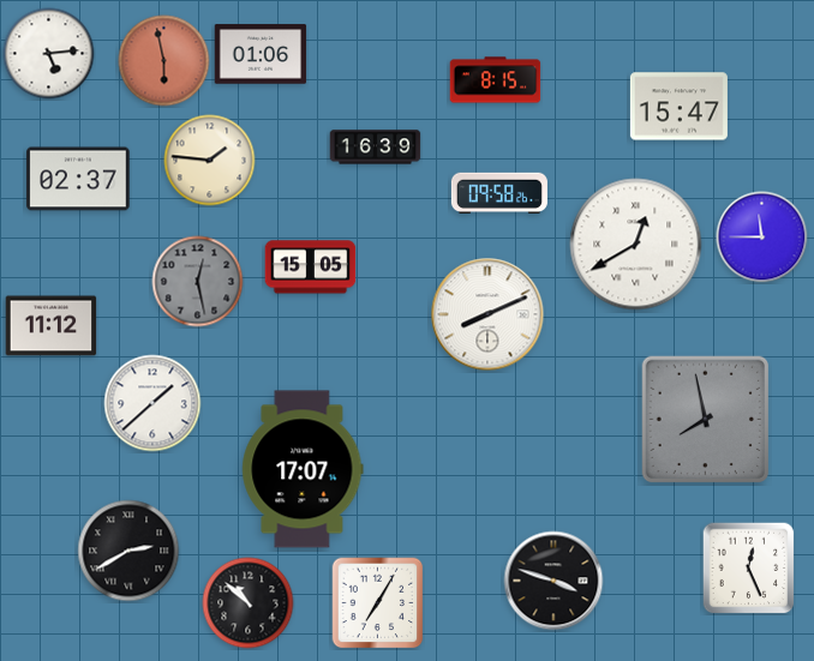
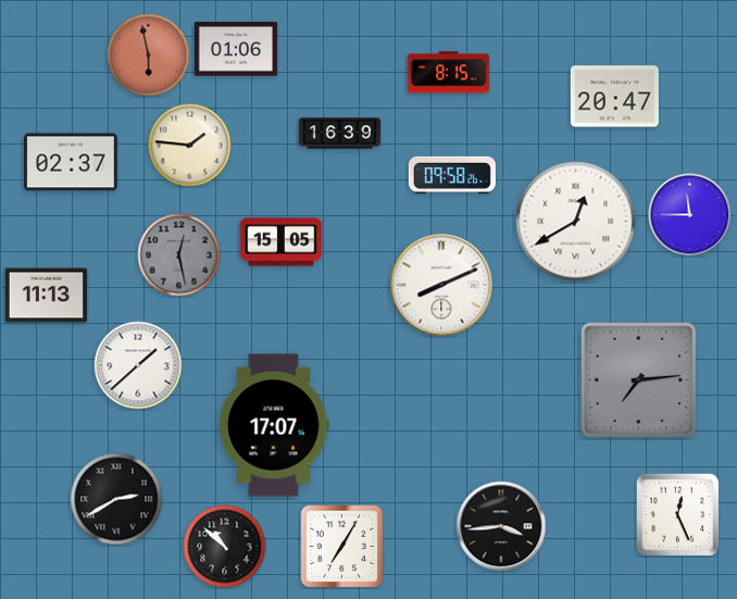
clock at (49, 54): 5:14 -> none
clock at (678, 107): 15:47 -> 20:47
clock at (52, 326): 11:12 -> 11:13
clock at (706, 420): 7:58 -> 7:14
clock at (553, 581): 3:48 -> 3:44
